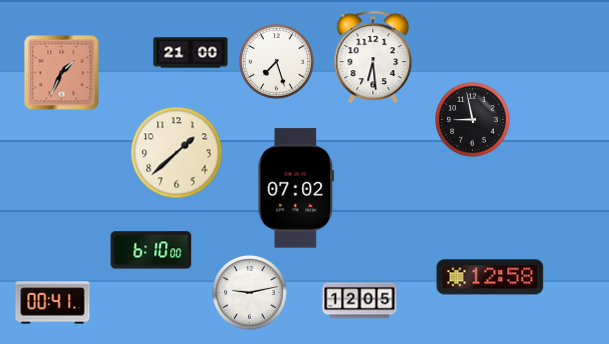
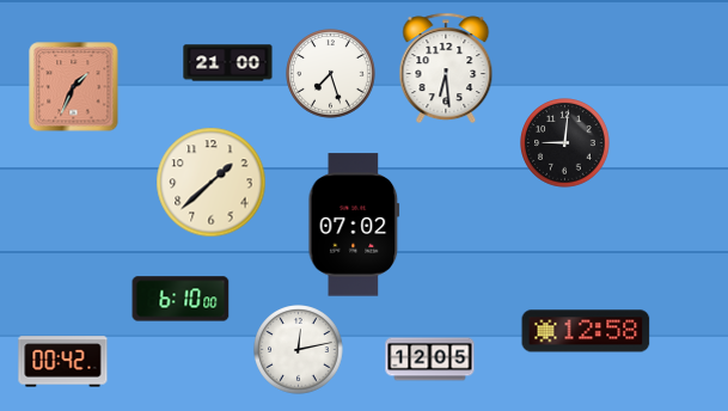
clock at (473, 120): 8:58 -> 9:01
clock at (250, 293): 9:13 -> 12:13
clock at (53, 303): 00:41 -> 00:42
